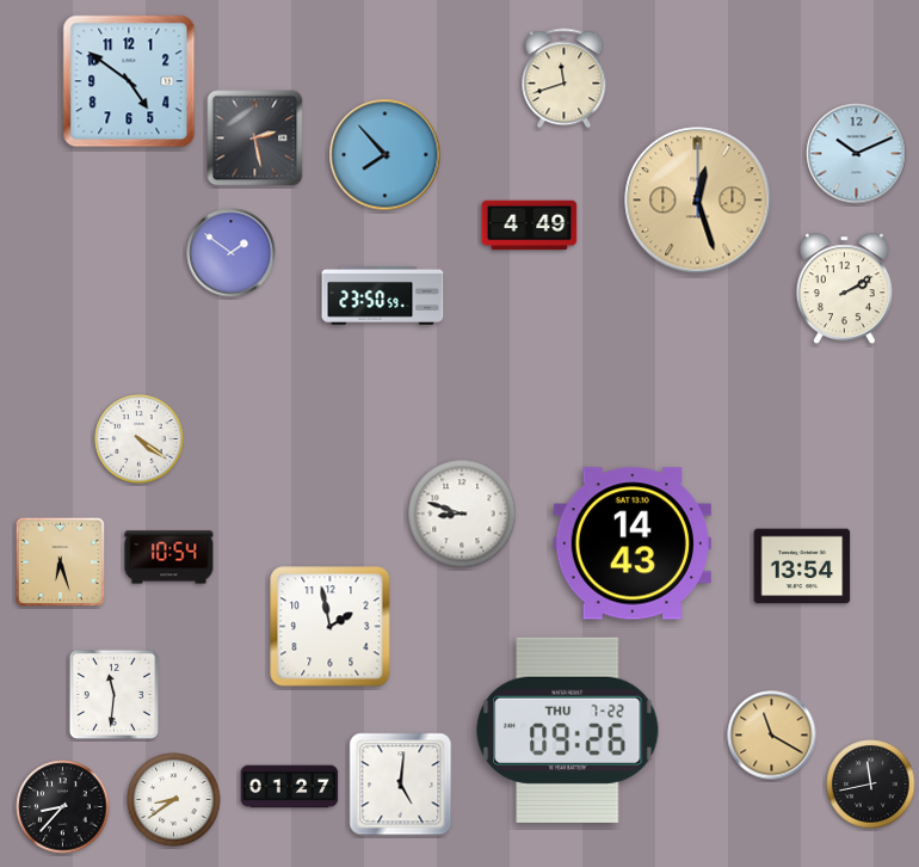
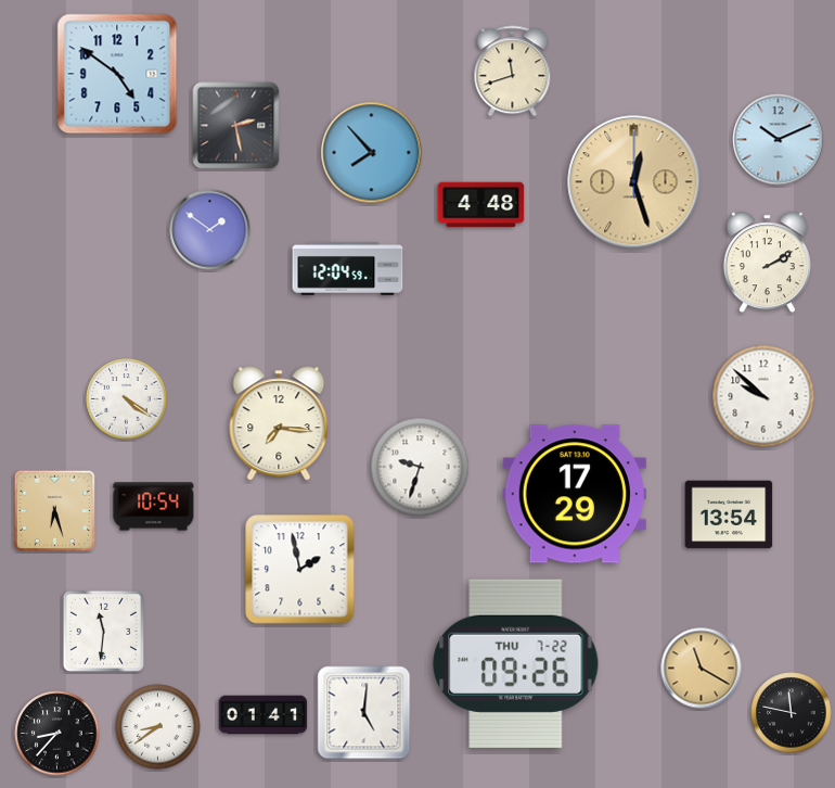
clock at (255, 139) position: (255, 139) -> (236, 126)
clock at (386, 155) position: (386, 155) -> (372, 153)
clock at (530, 226): 4:49 -> 4:48
clock at (383, 295): 23:50 -> 12:04
clock at (763, 396): none -> 9:52
clock at (279, 423): none -> 7:16
clock at (462, 514): 8:48 -> 9:33
clock at (633, 543): 14:43 -> 17:29
clock at (871, 785): 11:43 -> 11:47
clock at (290, 787): 01:27 -> 01:41
